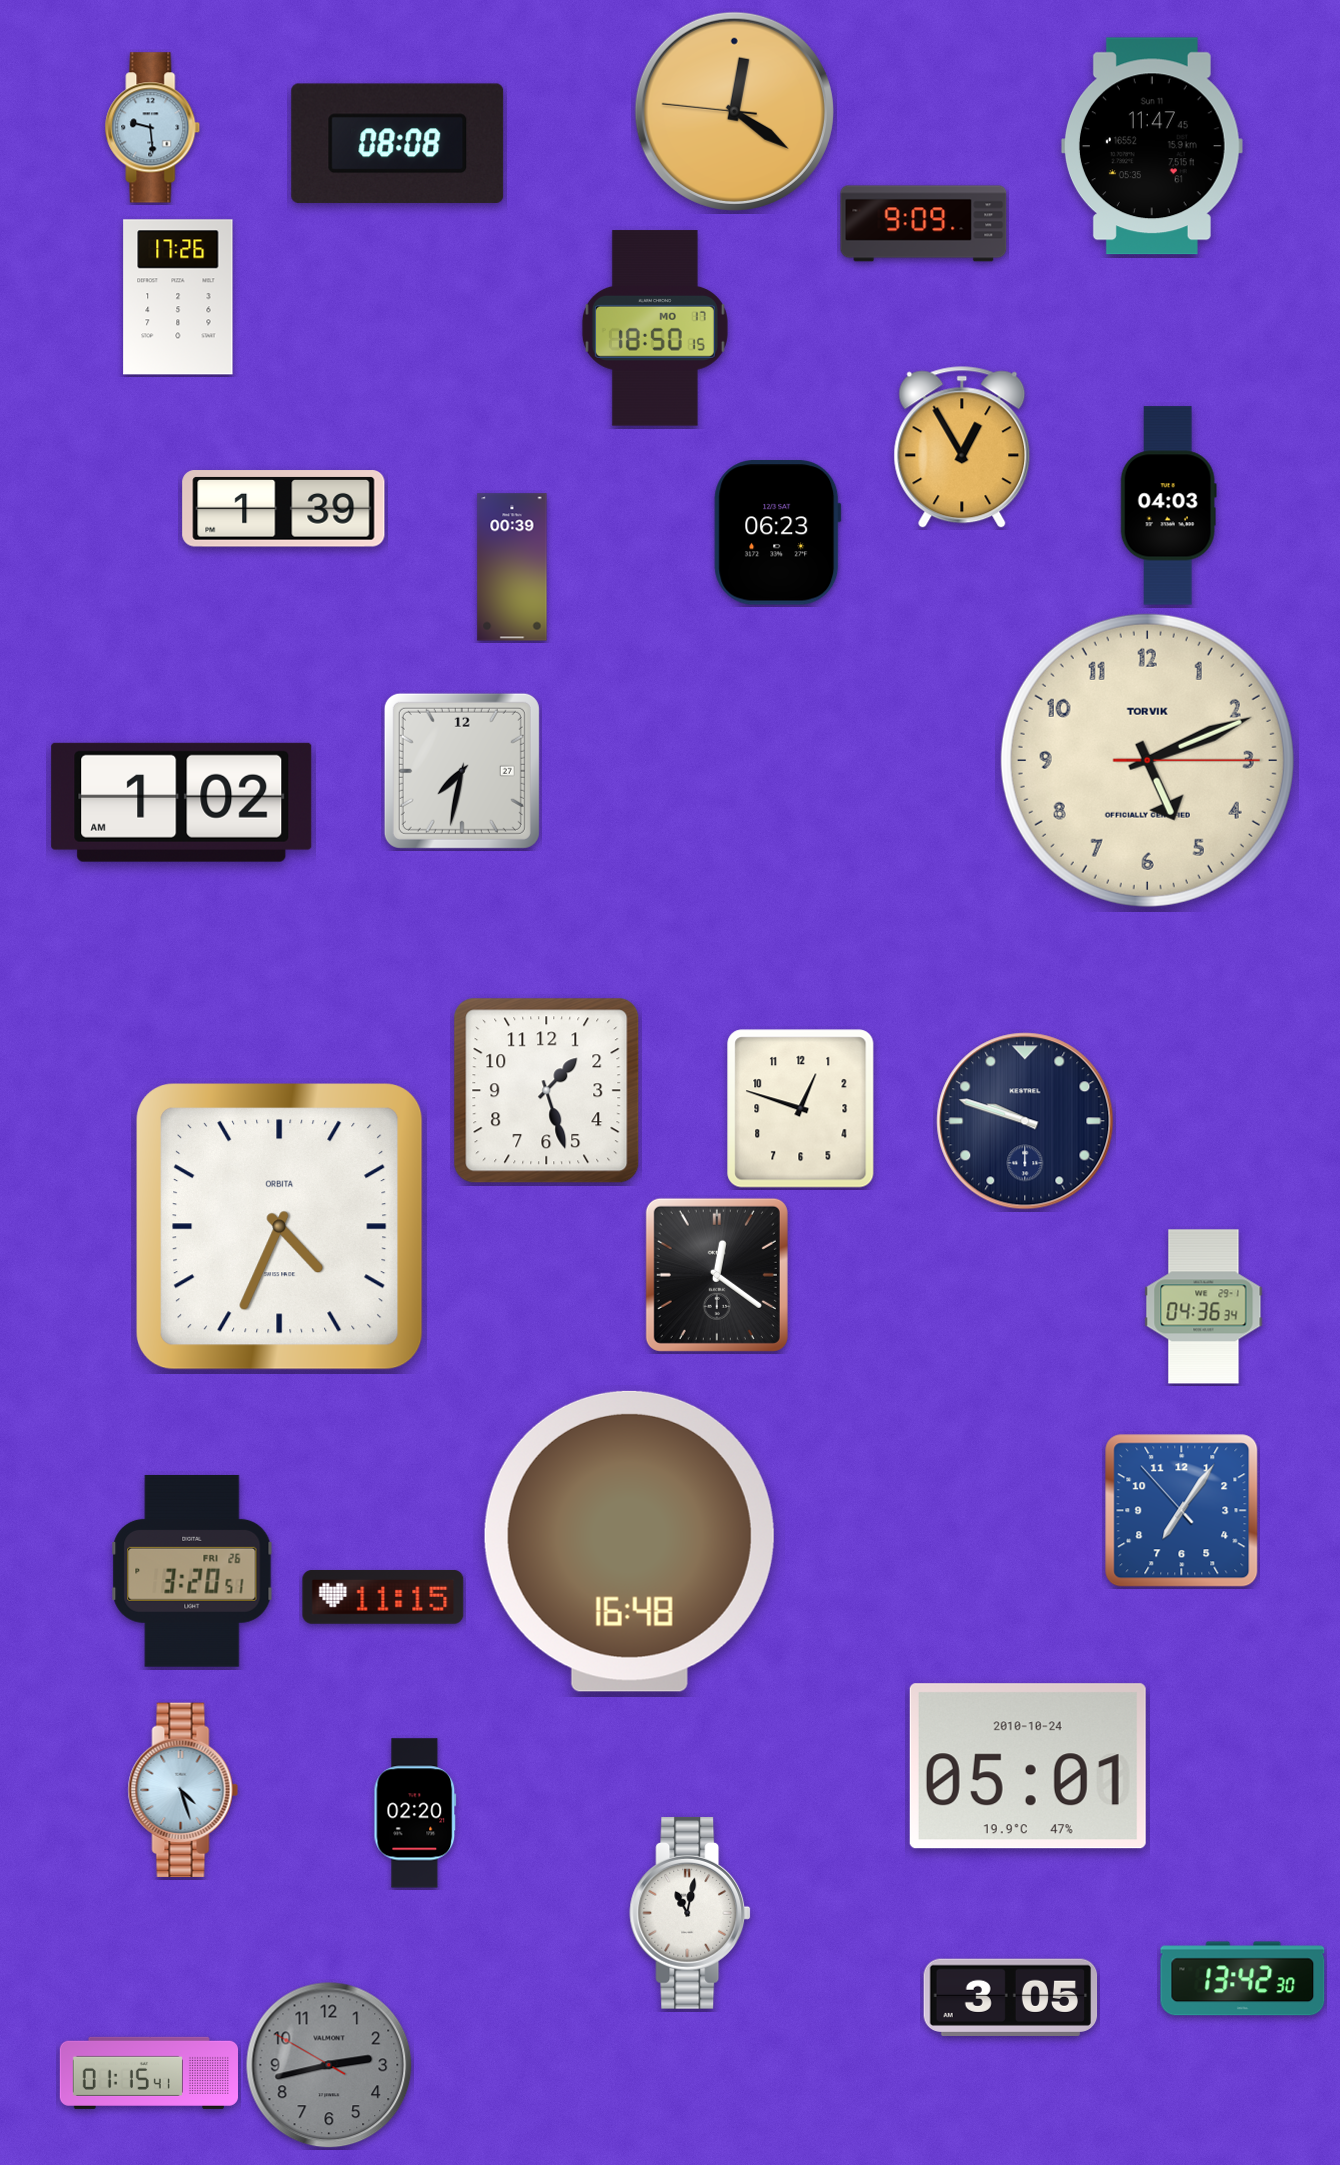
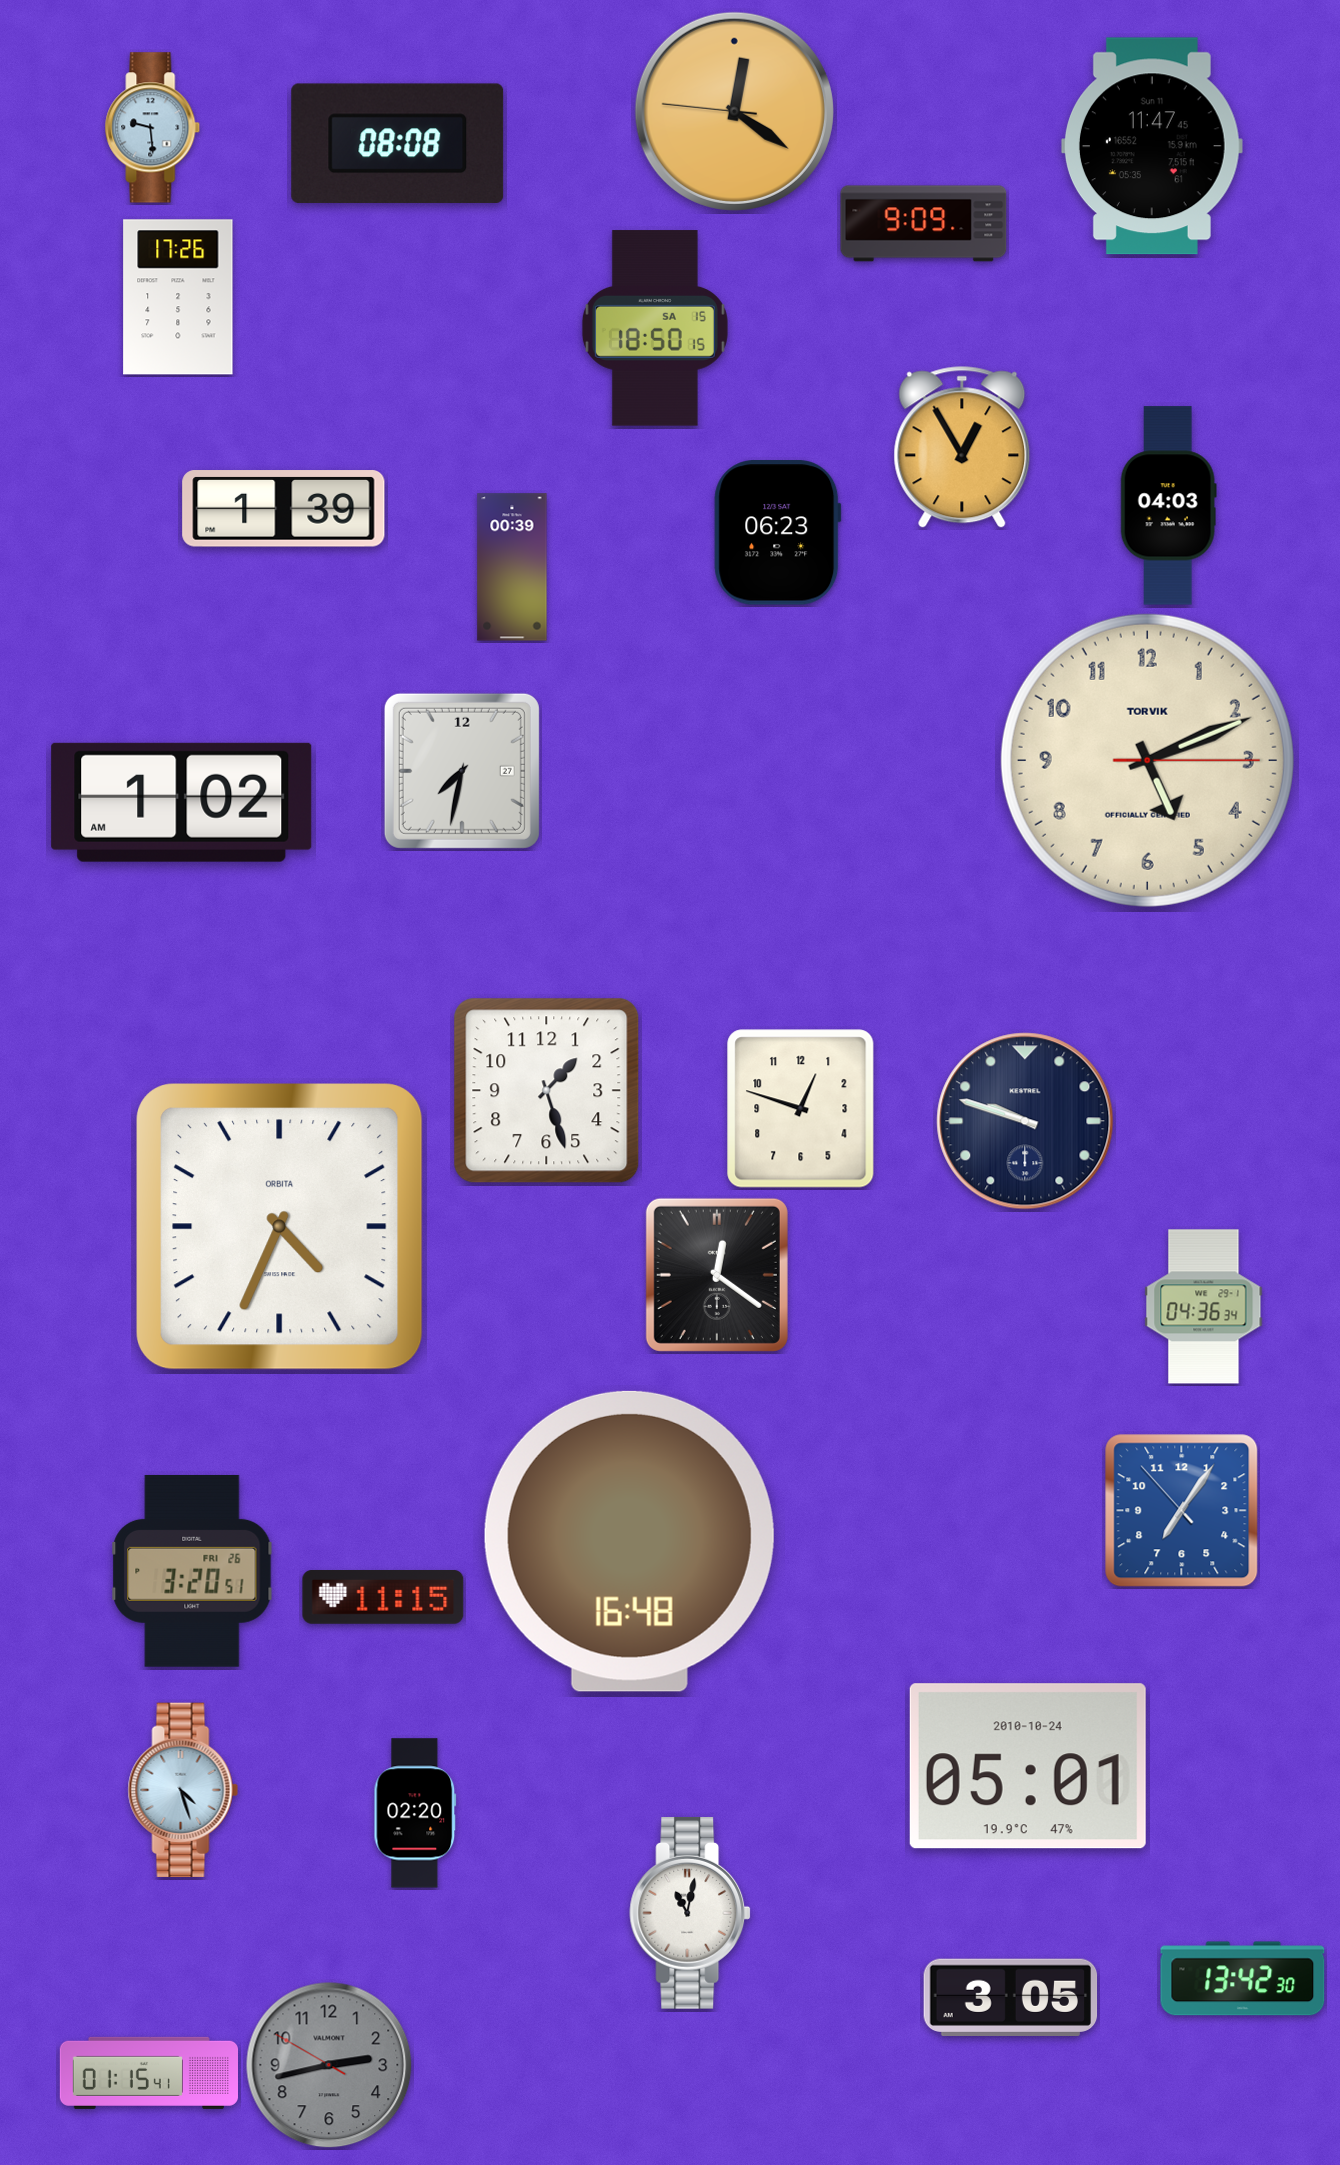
clock at (655, 328) date: MO 17 -> SA 15
